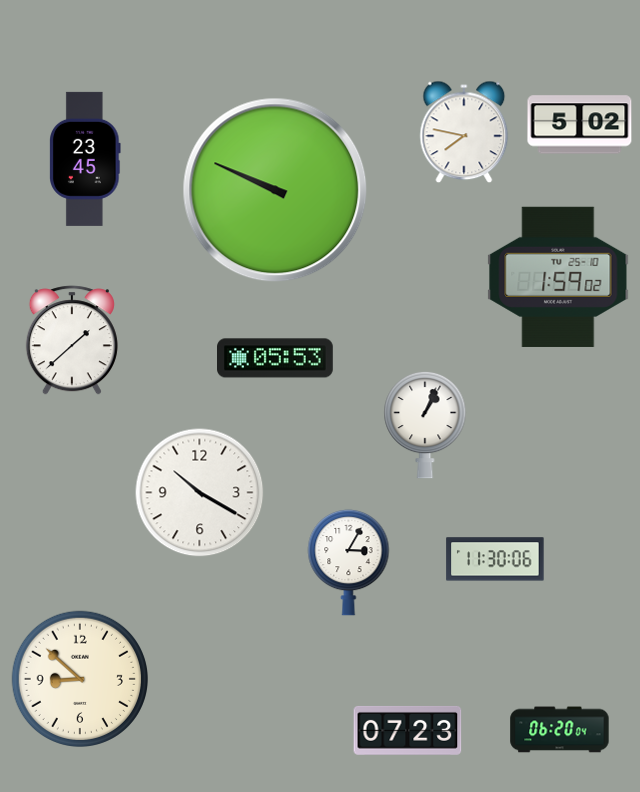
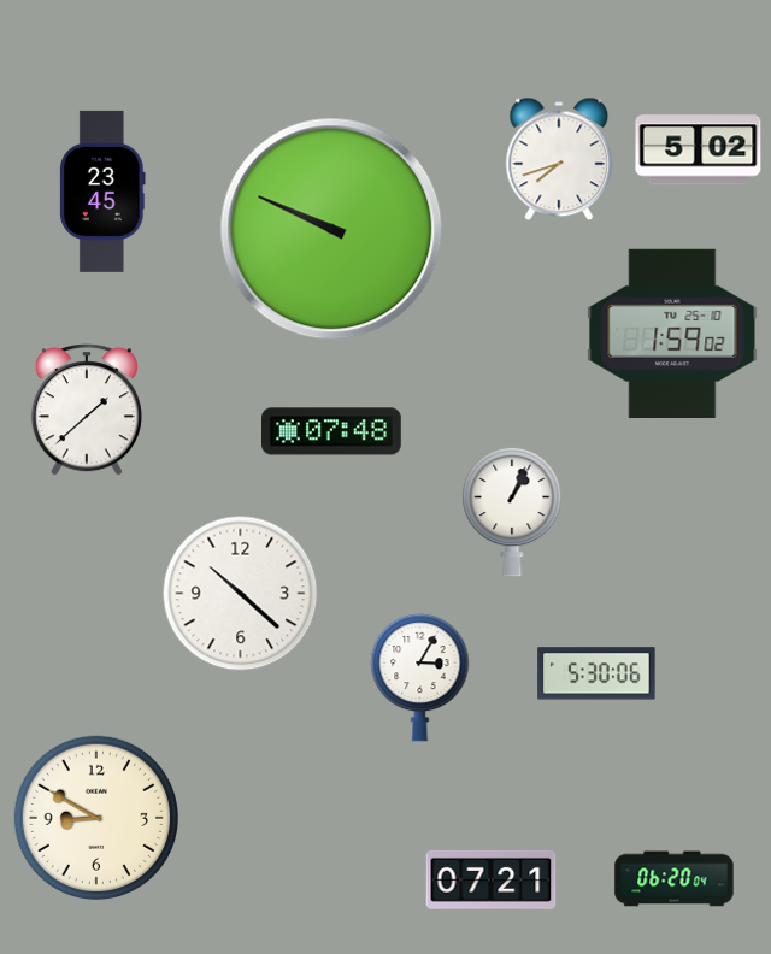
clock at (464, 132): 7:47 -> 7:42
clock at (276, 358): 05:53 -> 07:48
clock at (200, 493): 10:20 -> 10:22
clock at (495, 559): 11:30 -> 5:30
clock at (79, 678): 8:52 -> 8:50
clock at (408, 730): 07:23 -> 07:21
